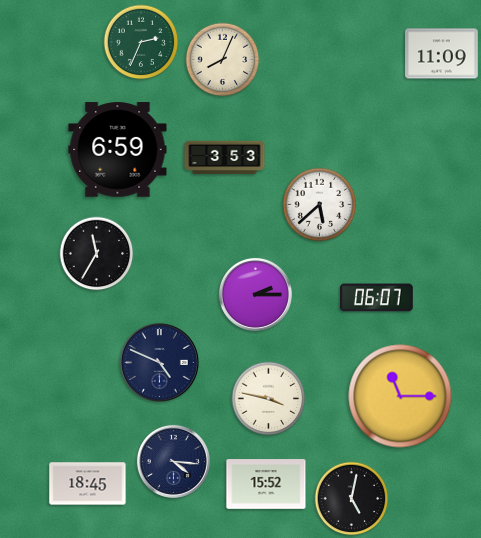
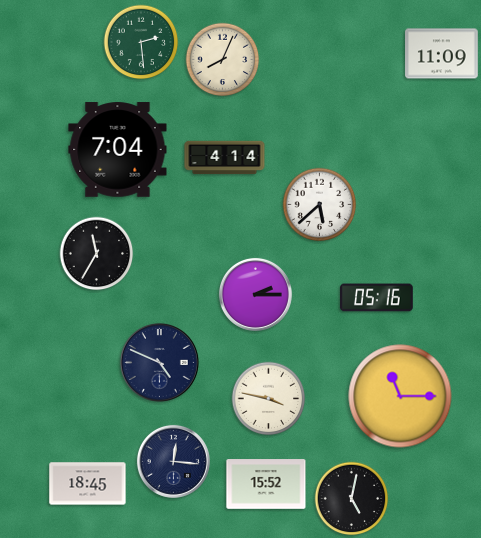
clock at (141, 42): 2:34 -> 2:29
clock at (118, 150): 6:59 -> 7:04
clock at (225, 158): 3:53 -> 4:14
clock at (377, 298): 06:07 -> 05:16
clock at (173, 461): 4:16 -> 12:16
